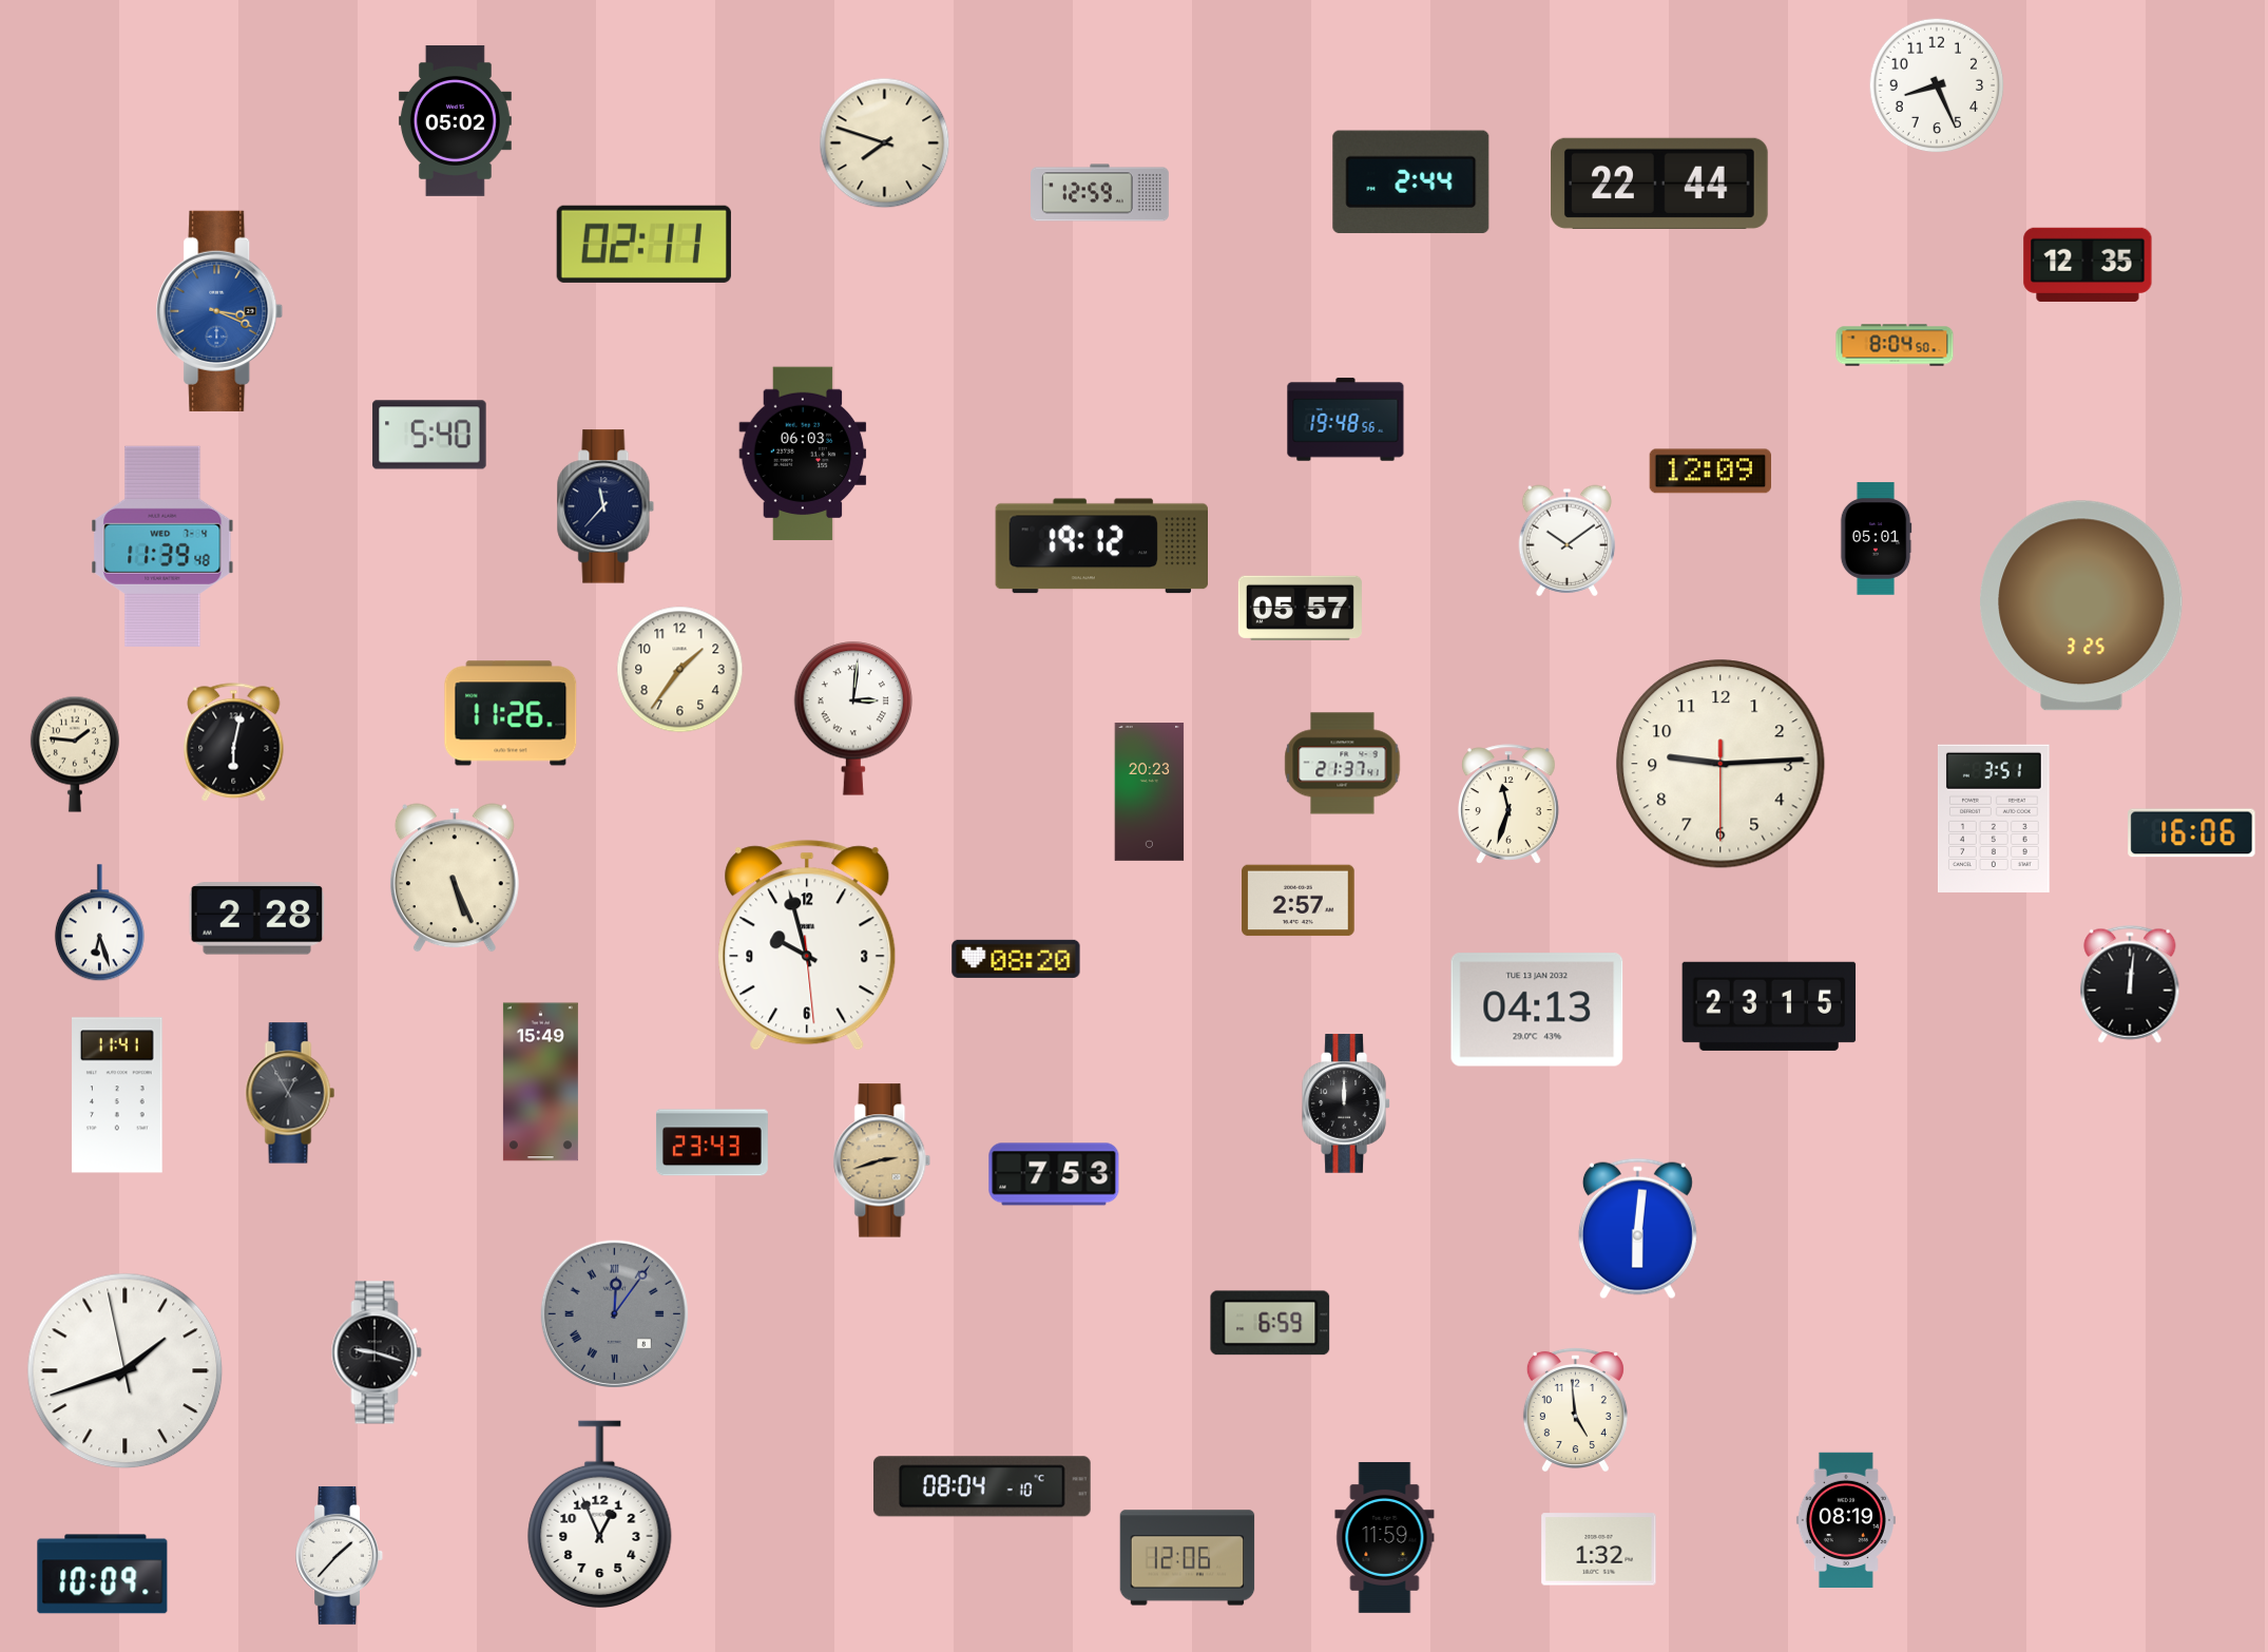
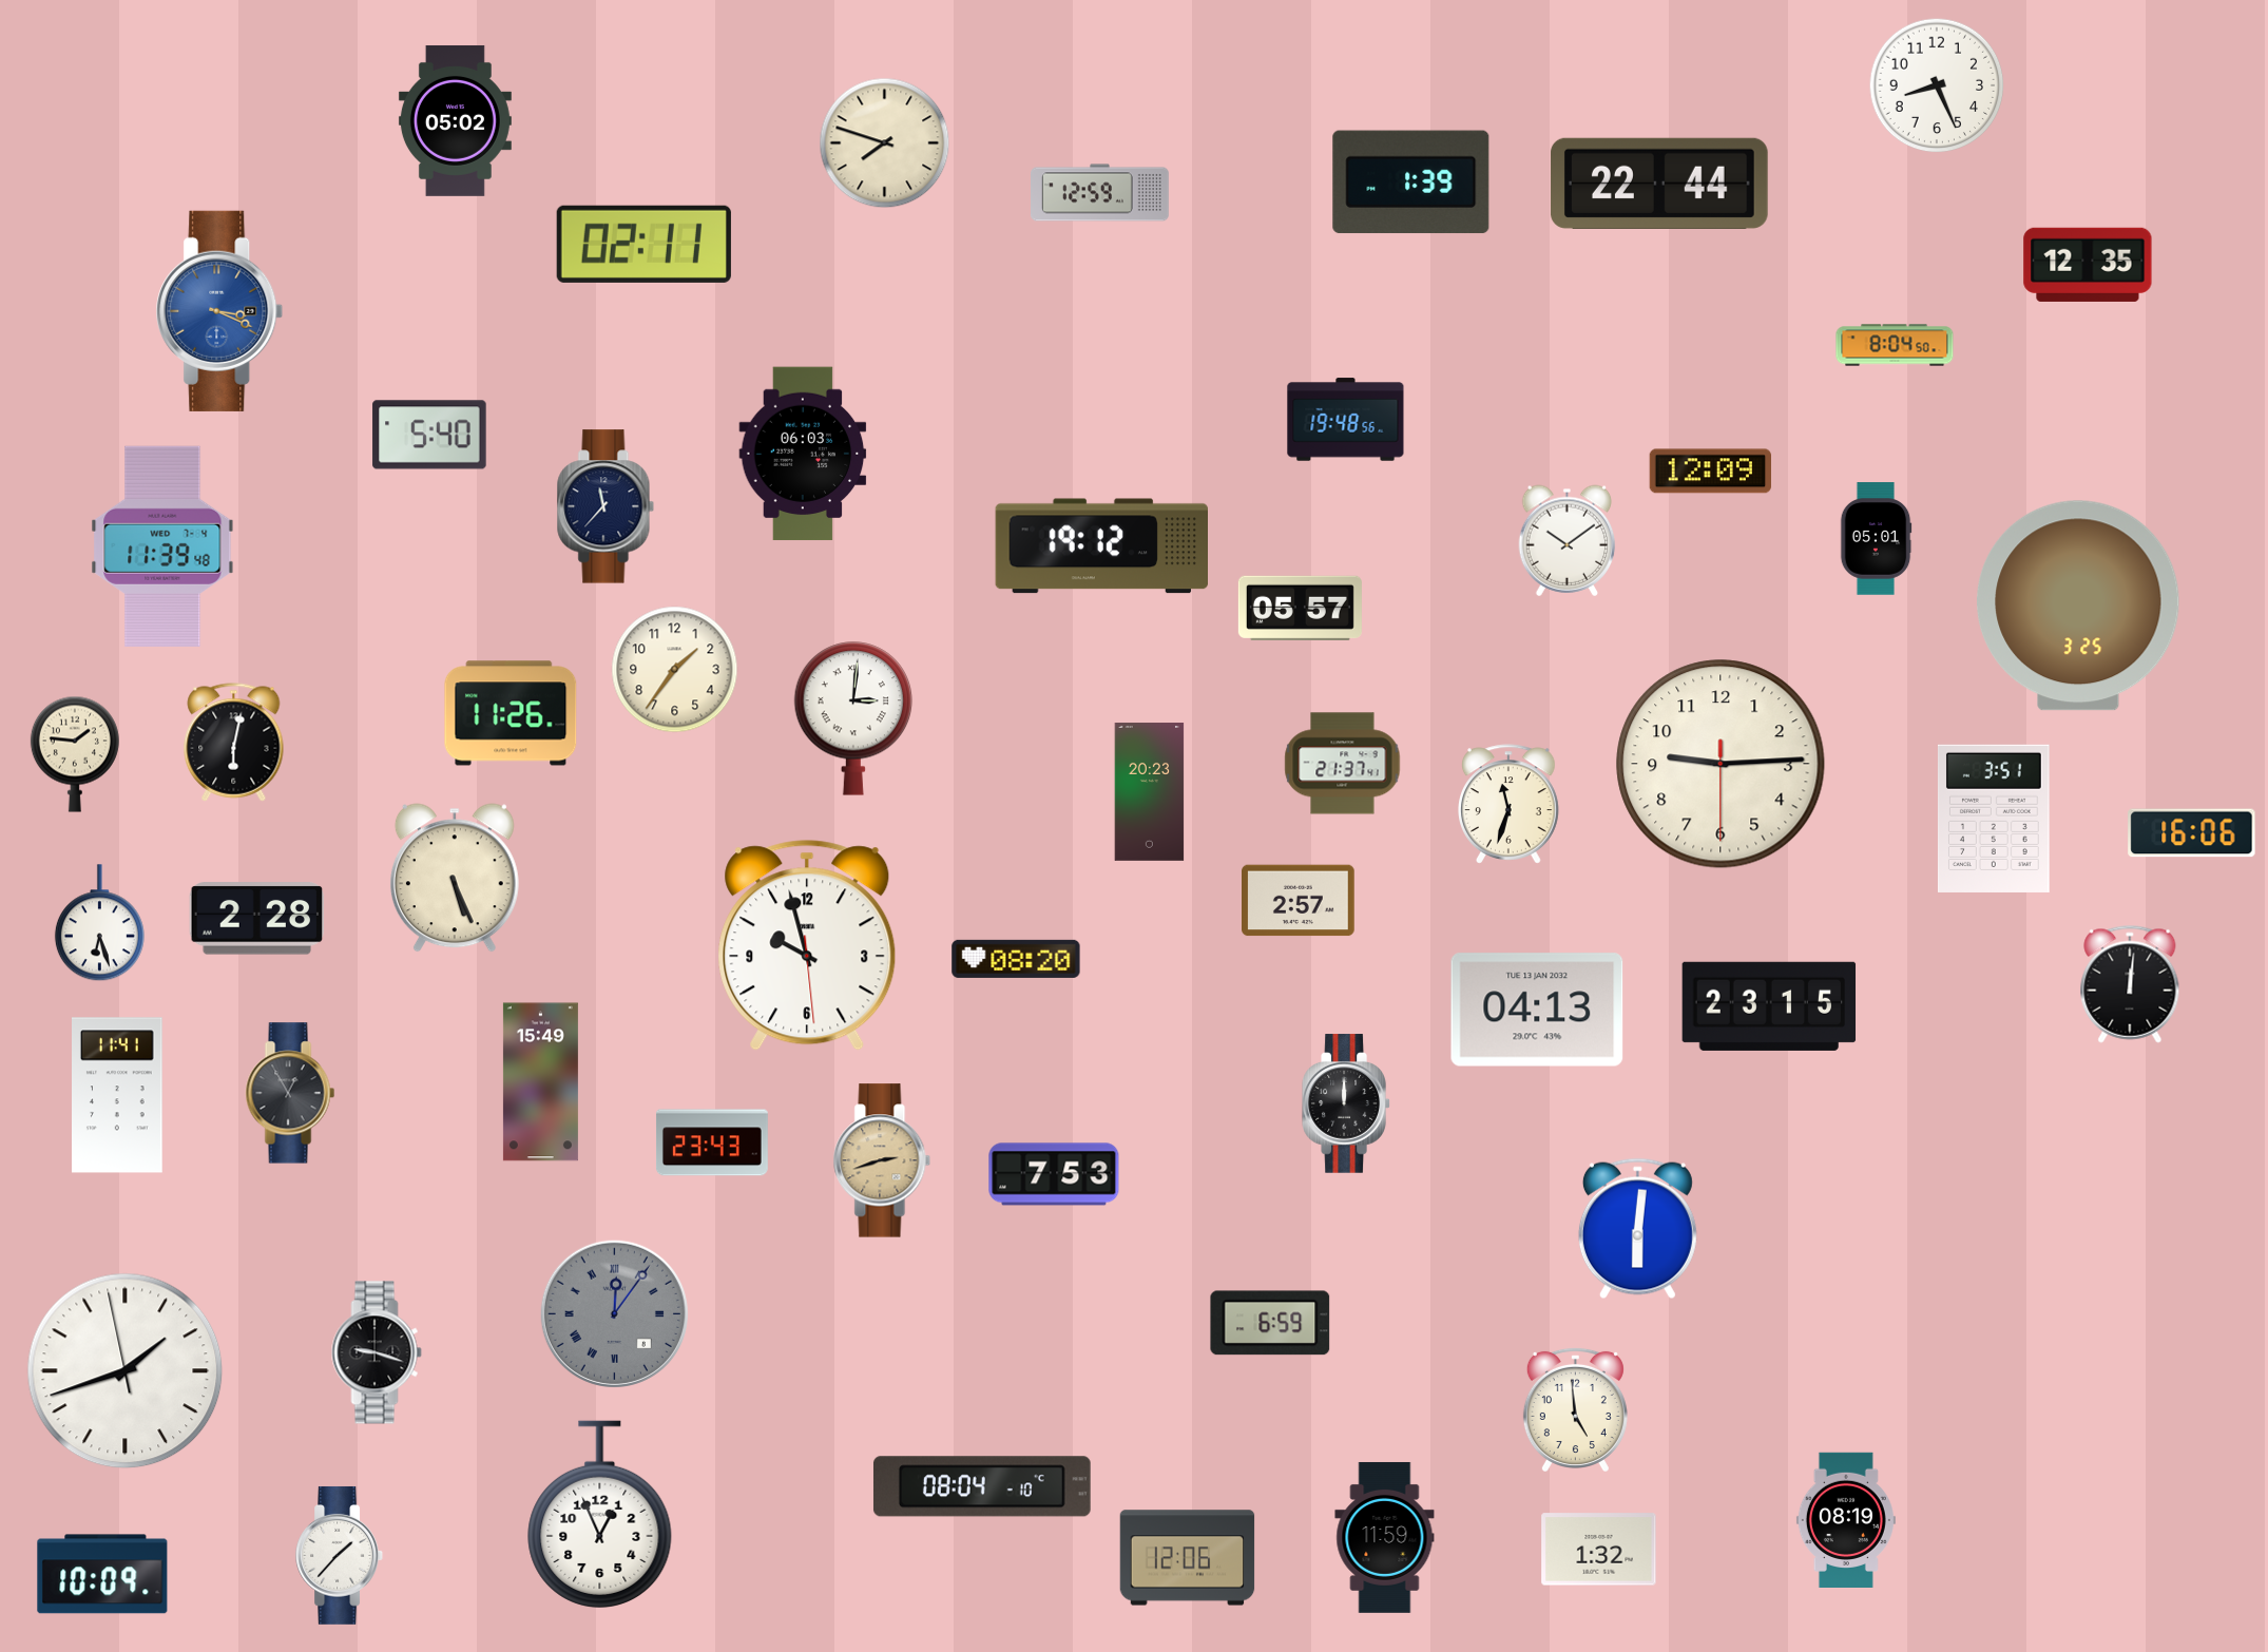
clock at (1411, 183): 2:44 -> 1:39
clock at (2081, 606) position: (2081, 606) -> (2078, 606)
clock at (680, 670) position: (680, 670) -> (675, 670)
